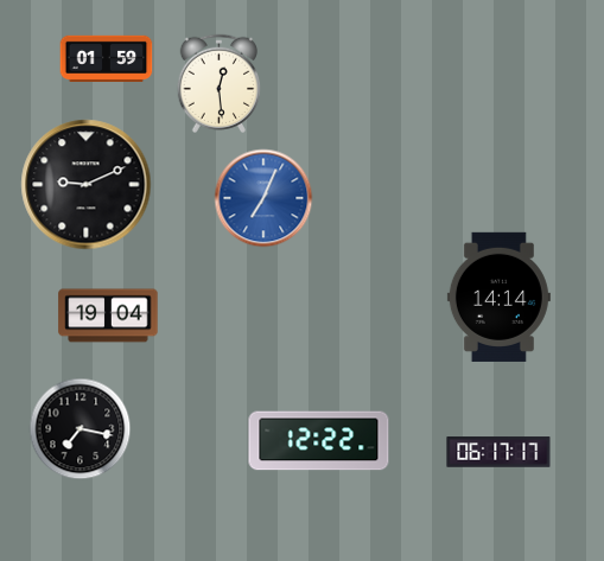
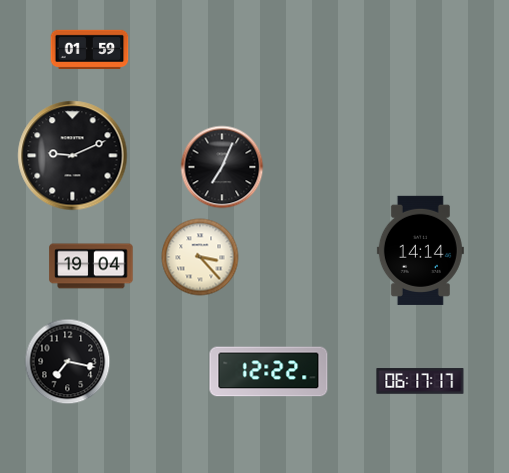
clock at (220, 83): 12:29 -> none
clock at (263, 198) dial: blue -> black
clock at (200, 257): none -> 3:23
